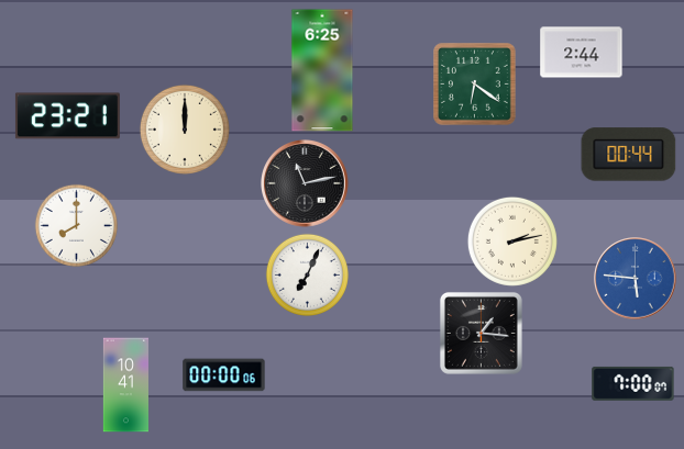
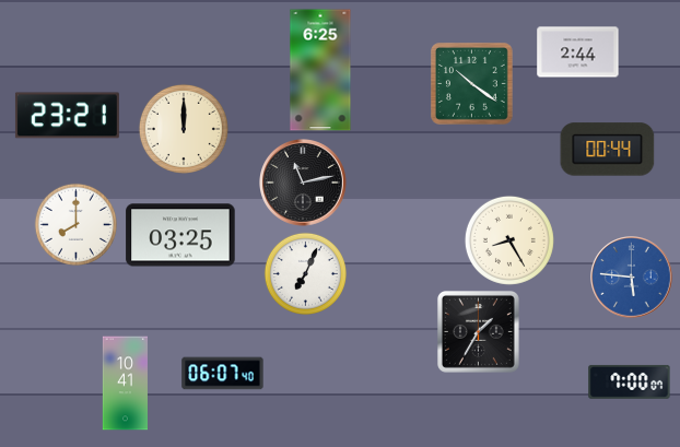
clock at (475, 85): 6:21 -> 10:21
clock at (629, 155) position: (629, 155) -> (608, 150)
clock at (180, 235): none -> 03:25
clock at (512, 242): 2:13 -> 8:25
clock at (481, 333): 1:16 -> 1:35
clock at (224, 375): 00:00 -> 06:07
